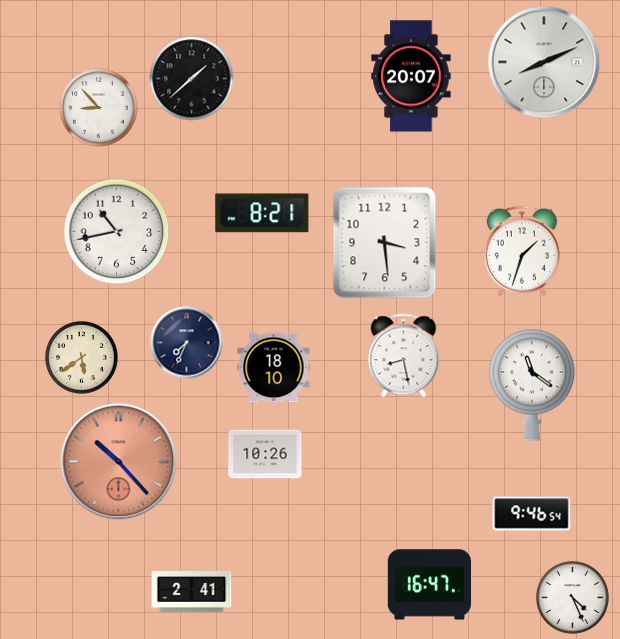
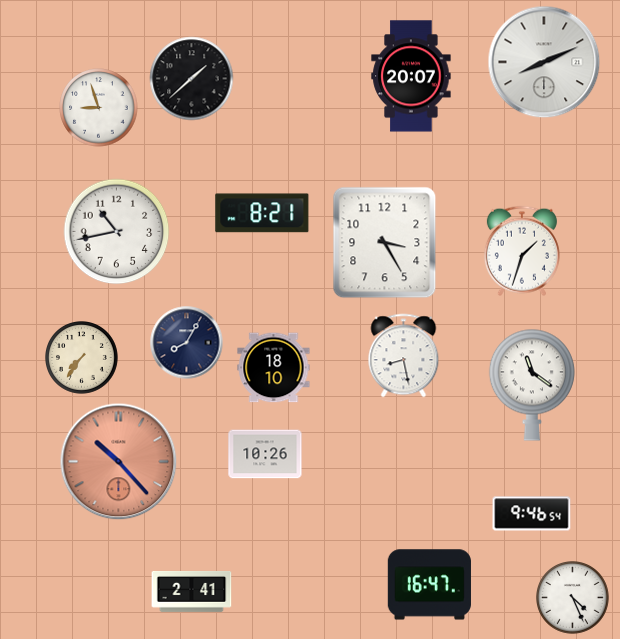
clock at (99, 108): 8:53 -> 8:57
clock at (385, 243): 3:29 -> 3:25
clock at (187, 343): 7:34 -> 8:05
clock at (82, 358): 5:39 -> 7:36
